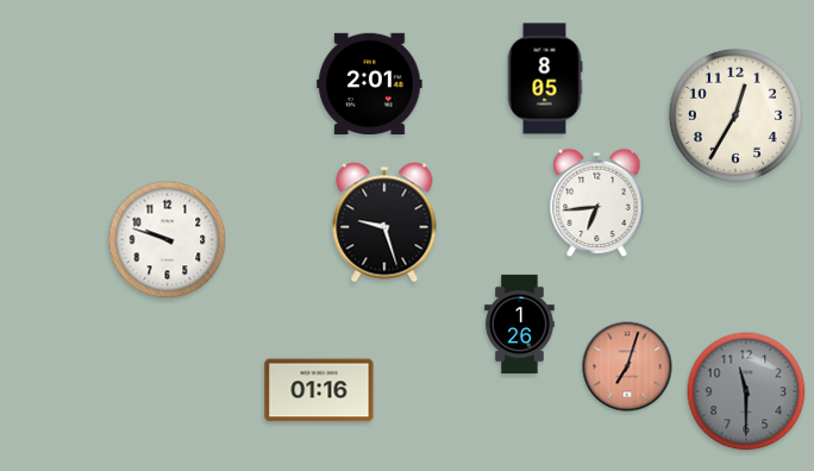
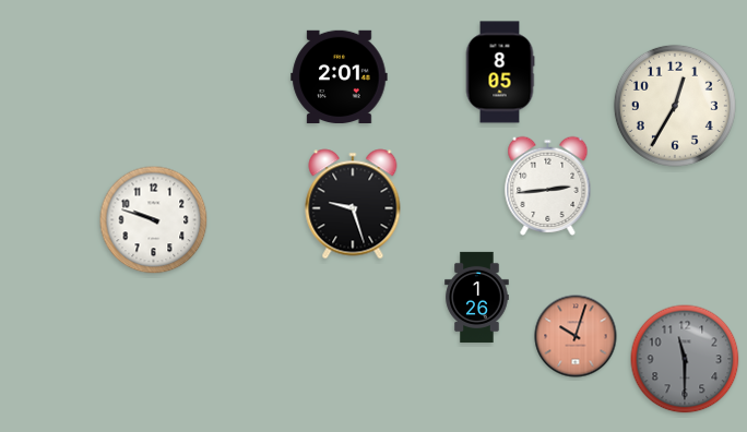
clock at (597, 202): 6:44 -> 2:44
clock at (627, 366): 7:03 -> 10:03
clock at (319, 390): 01:16 -> none
